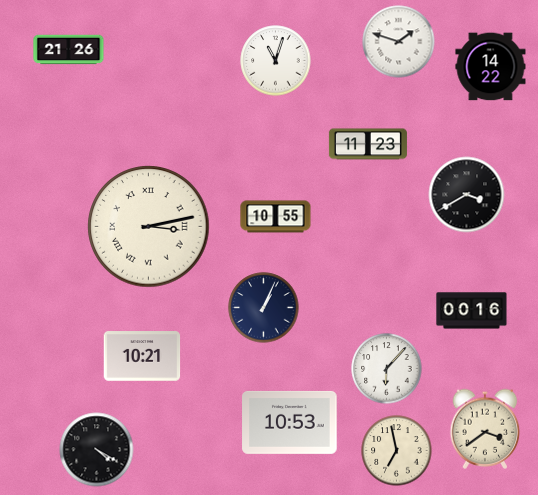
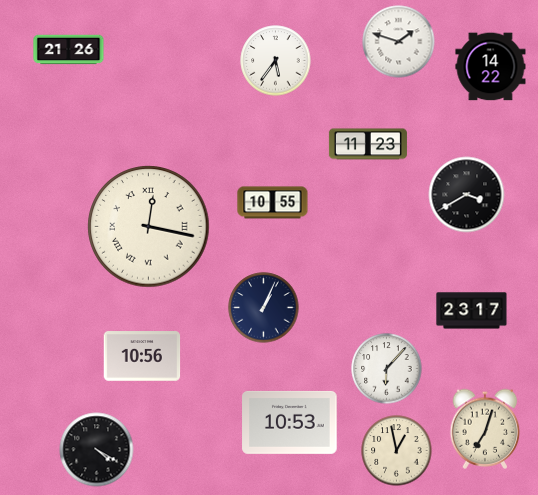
clock at (276, 61): 11:03 -> 5:36
clock at (276, 217) position: (276, 217) -> (273, 203)
clock at (149, 227): 3:13 -> 12:17
clock at (472, 311): 00:16 -> 23:17
clock at (142, 356): 10:21 -> 10:56
clock at (485, 429): 3:39 -> 7:03
clock at (397, 451): 6:58 -> 12:58
